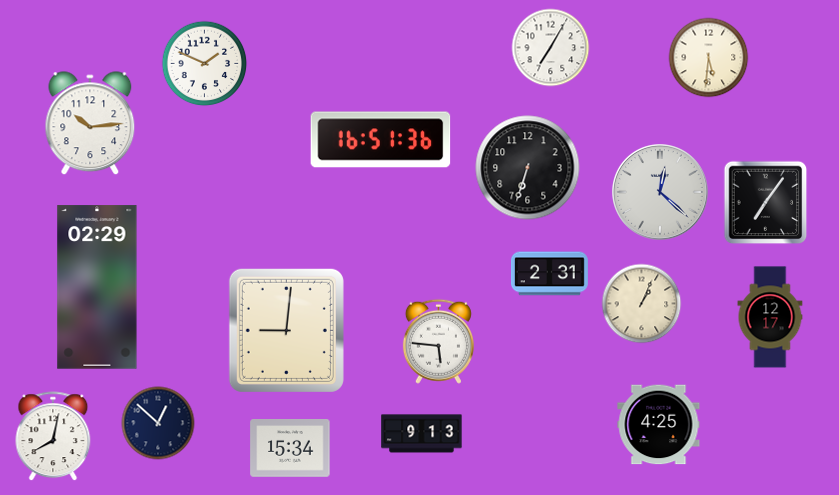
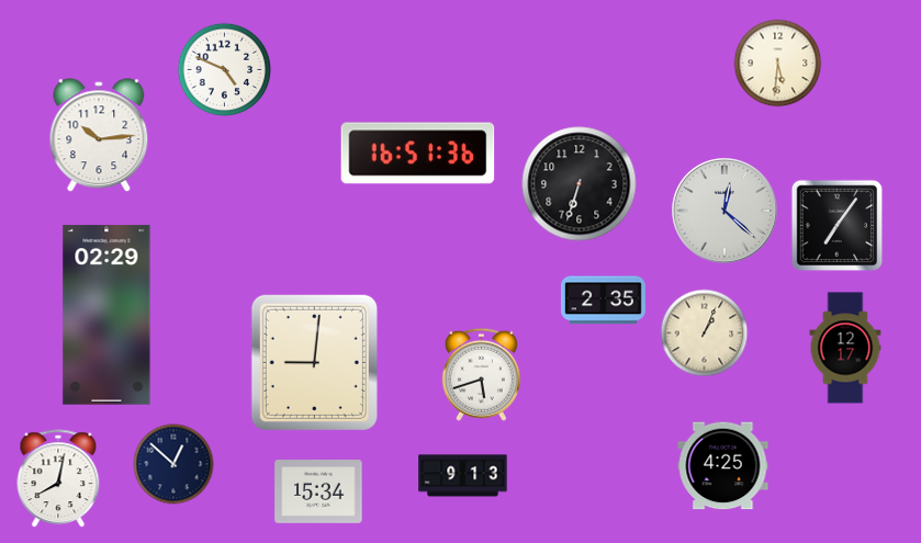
clock at (551, 48): 7:05 -> none
clock at (205, 64): 1:49 -> 4:49
clock at (766, 203) position: (766, 203) -> (838, 226)
clock at (549, 274): 2:31 -> 2:35
clock at (438, 341): 5:46 -> 5:42
